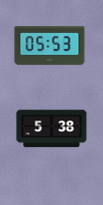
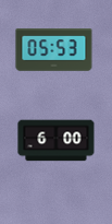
clock at (52, 129): 5:38 -> 6:00
